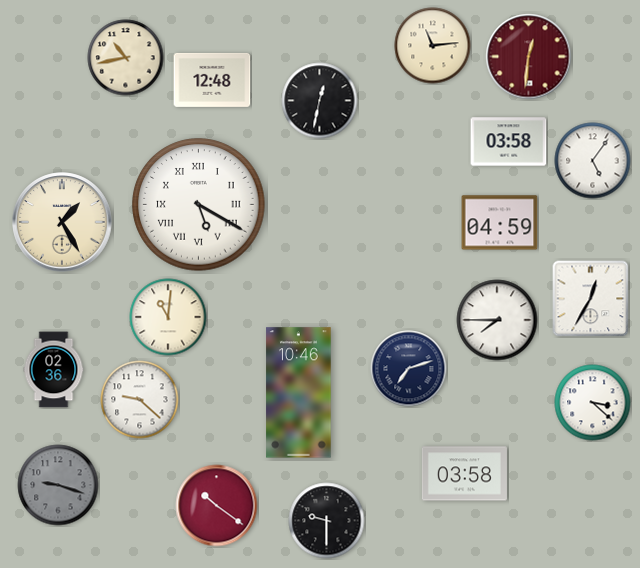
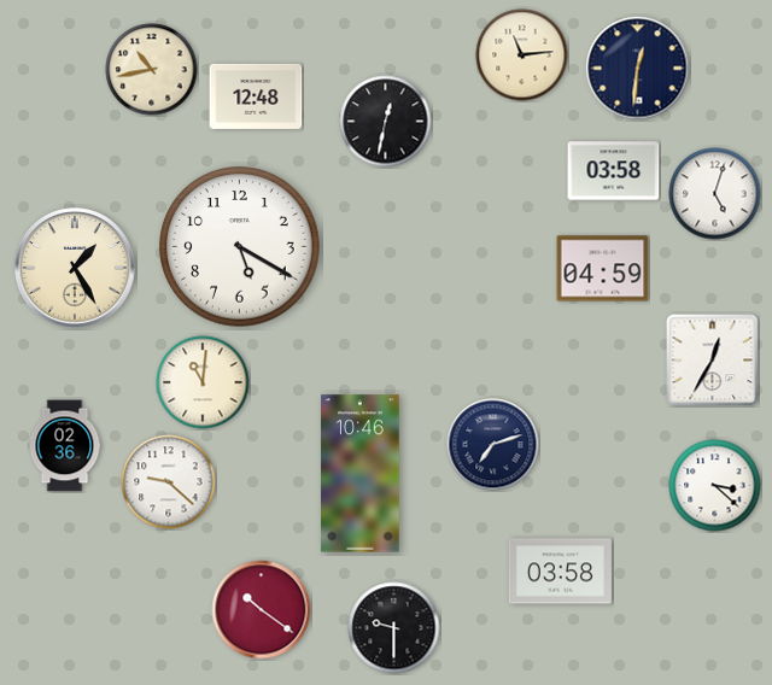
clock at (529, 57) dial: burgundy -> navy
clock at (593, 161): 5:06 -> 5:03
clock at (199, 205) numerals: Roman -> Arabic
clock at (497, 320): 7:45 -> none
clock at (58, 485): 9:18 -> none
